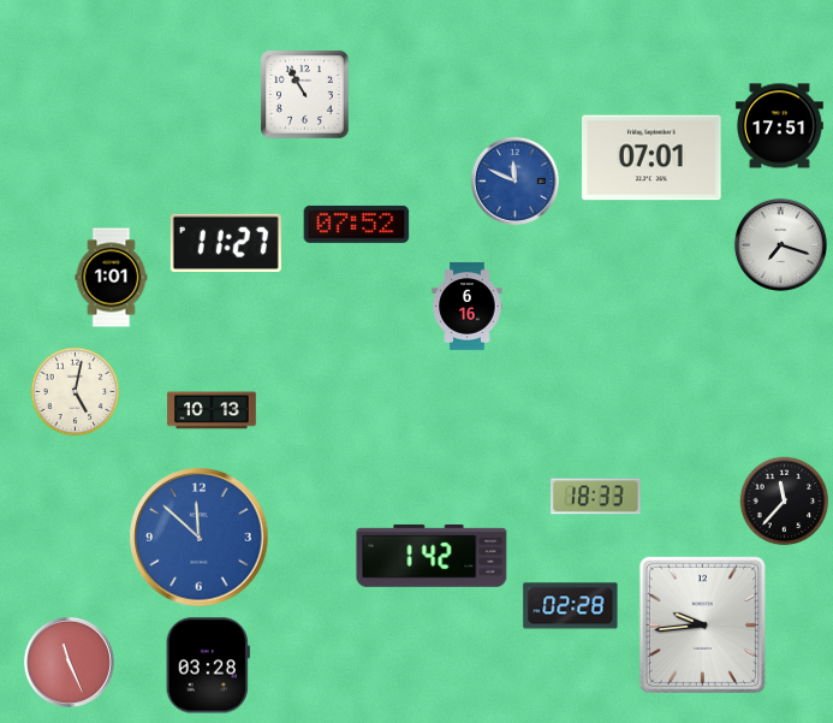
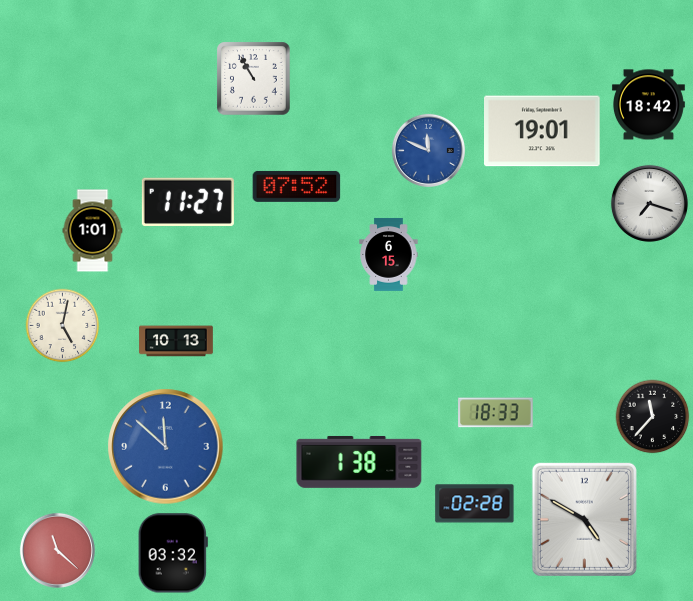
clock at (779, 126): 17:51 -> 18:42
clock at (653, 158): 07:01 -> 19:01
clock at (468, 307): 6:16 -> 6:15
clock at (432, 556): 1:42 -> 1:38
clock at (702, 624): 9:44 -> 4:50
clock at (69, 662): 11:26 -> 11:22
clock at (208, 665): 03:28 -> 03:32
